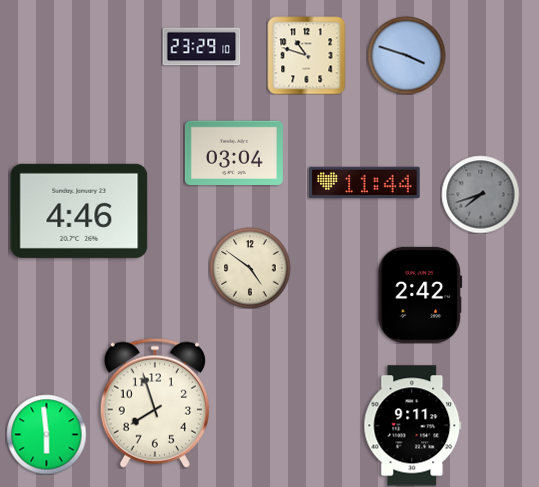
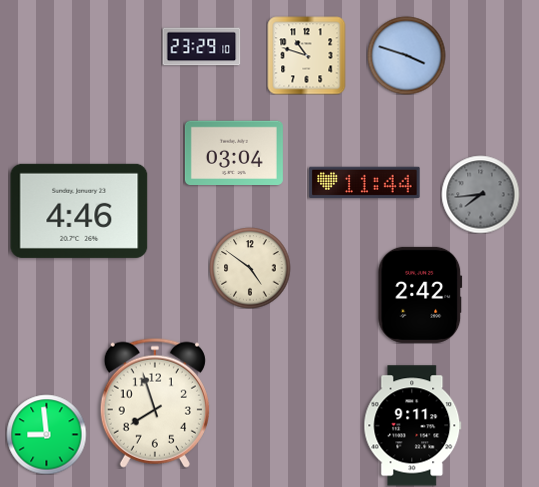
clock at (480, 194): 7:42 -> 7:44
clock at (46, 434): 5:59 -> 8:59
